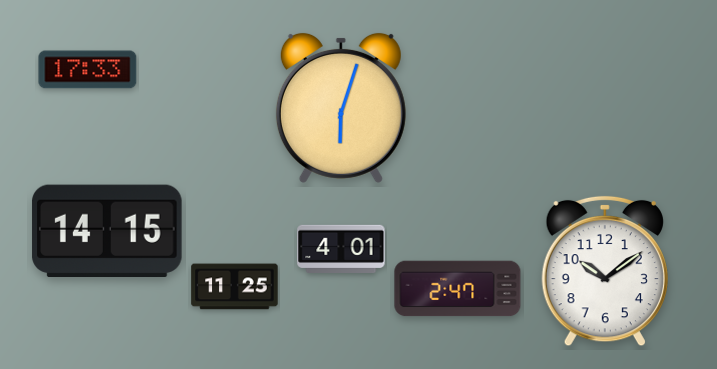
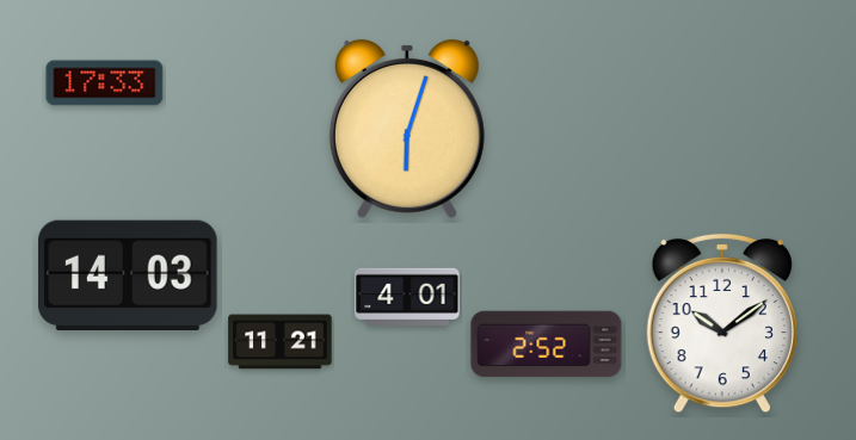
clock at (107, 230): 14:15 -> 14:03
clock at (235, 287): 11:25 -> 11:21
clock at (458, 289): 2:47 -> 2:52
